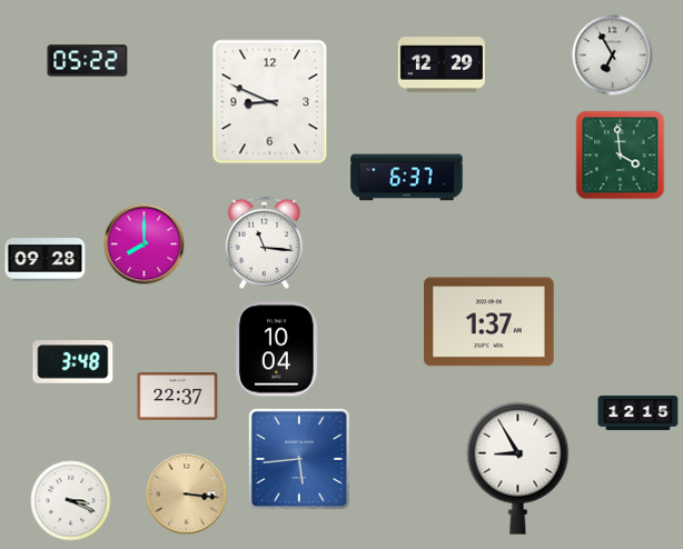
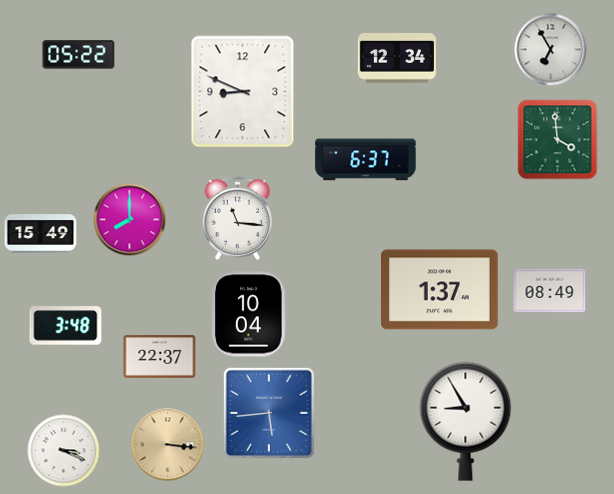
clock at (442, 66): 12:29 -> 12:34
clock at (46, 260): 09:28 -> 15:49
clock at (550, 291): none -> 08:49
clock at (639, 412): 12:15 -> none
